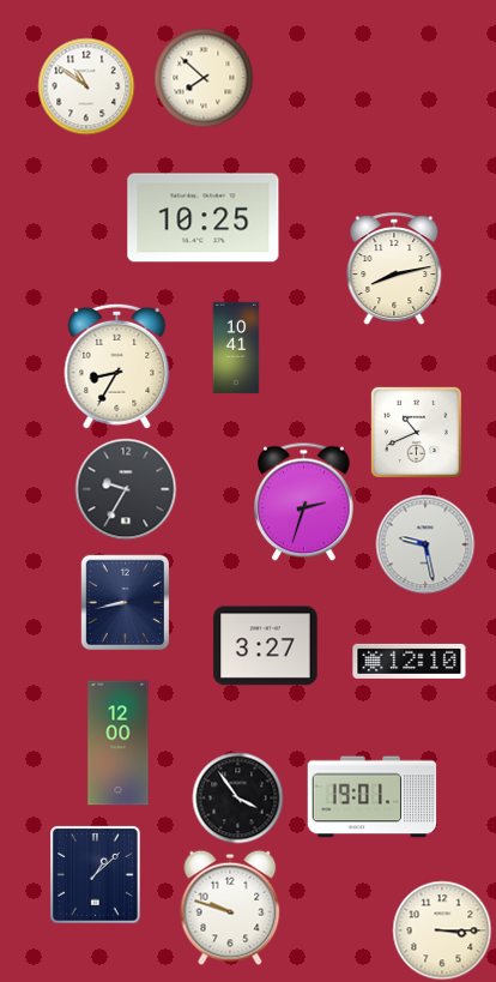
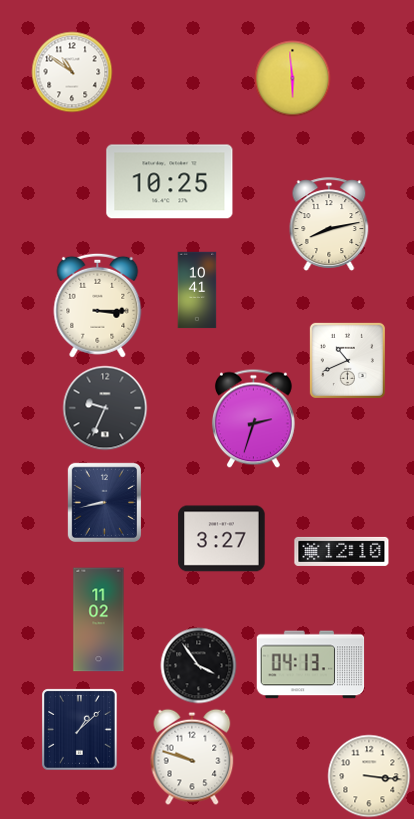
clock at (204, 78): 7:52 -> none
clock at (293, 79): none -> 5:59
clock at (117, 366): 8:35 -> 3:15
clock at (126, 489): 9:35 -> 9:34
clock at (425, 544): 9:28 -> none
clock at (119, 743): 12:00 -> 11:02
clock at (373, 797): 19:01 -> 04:13
clock at (442, 930): 3:15 -> 3:16
